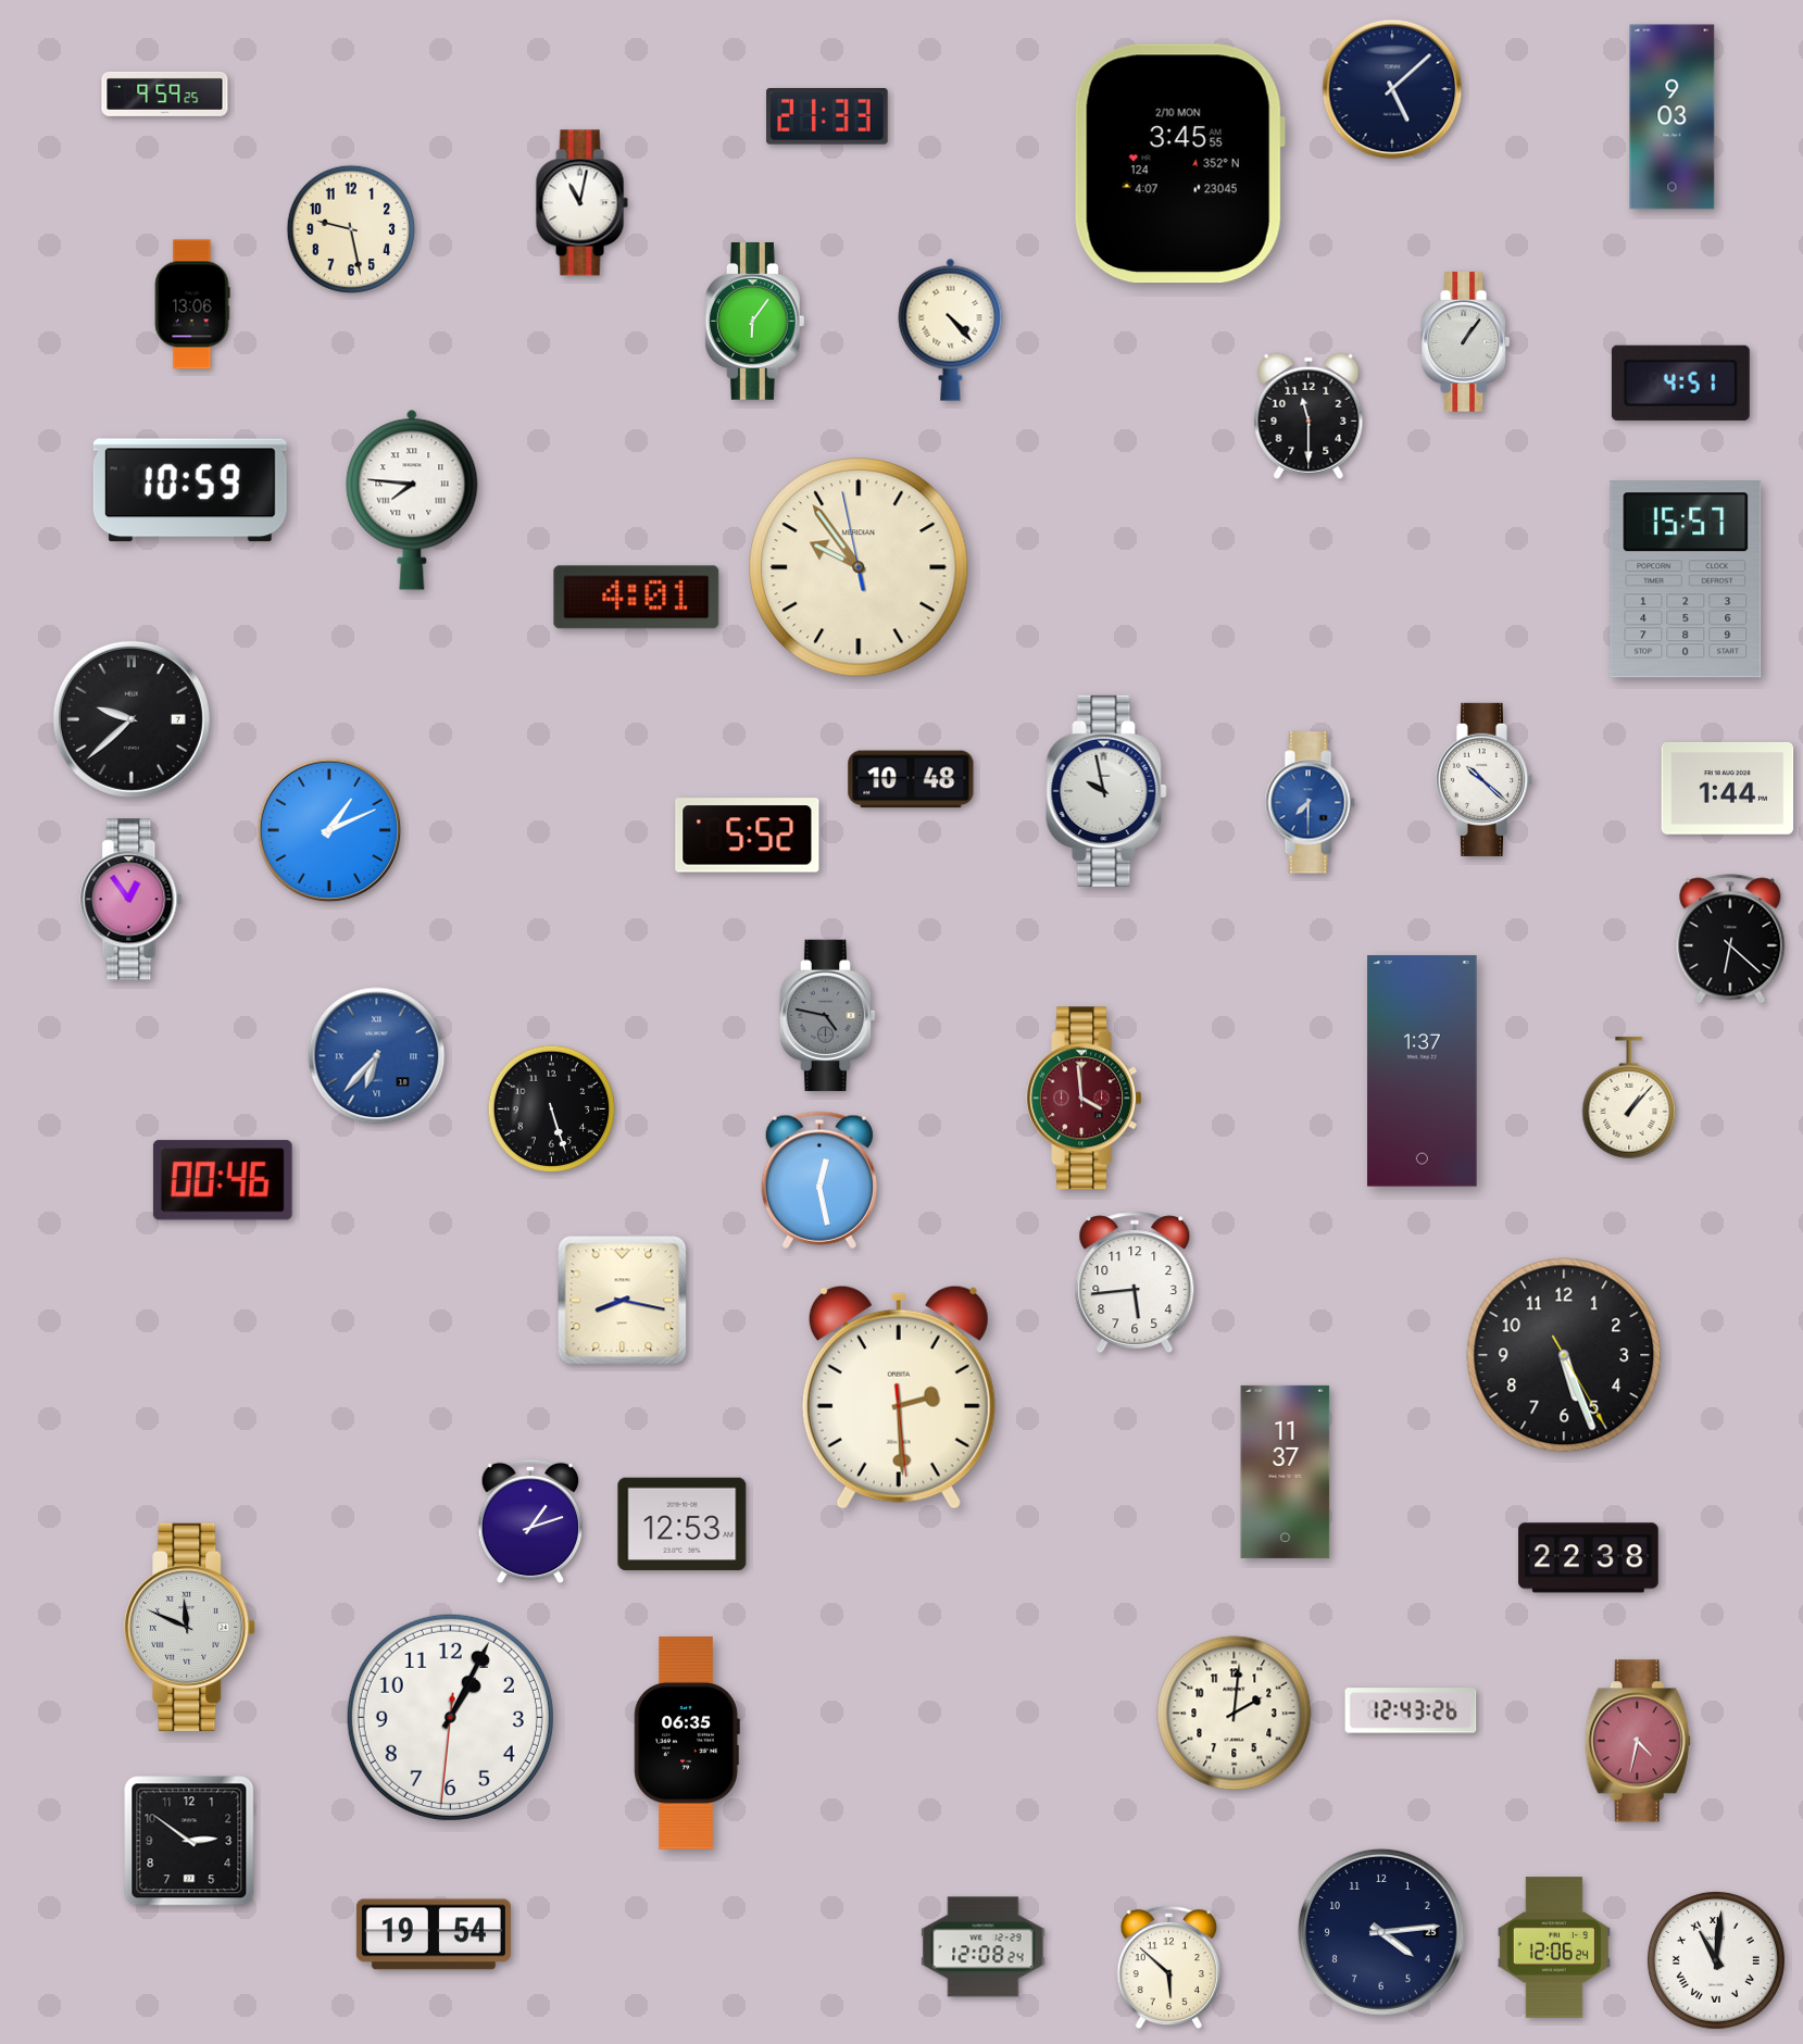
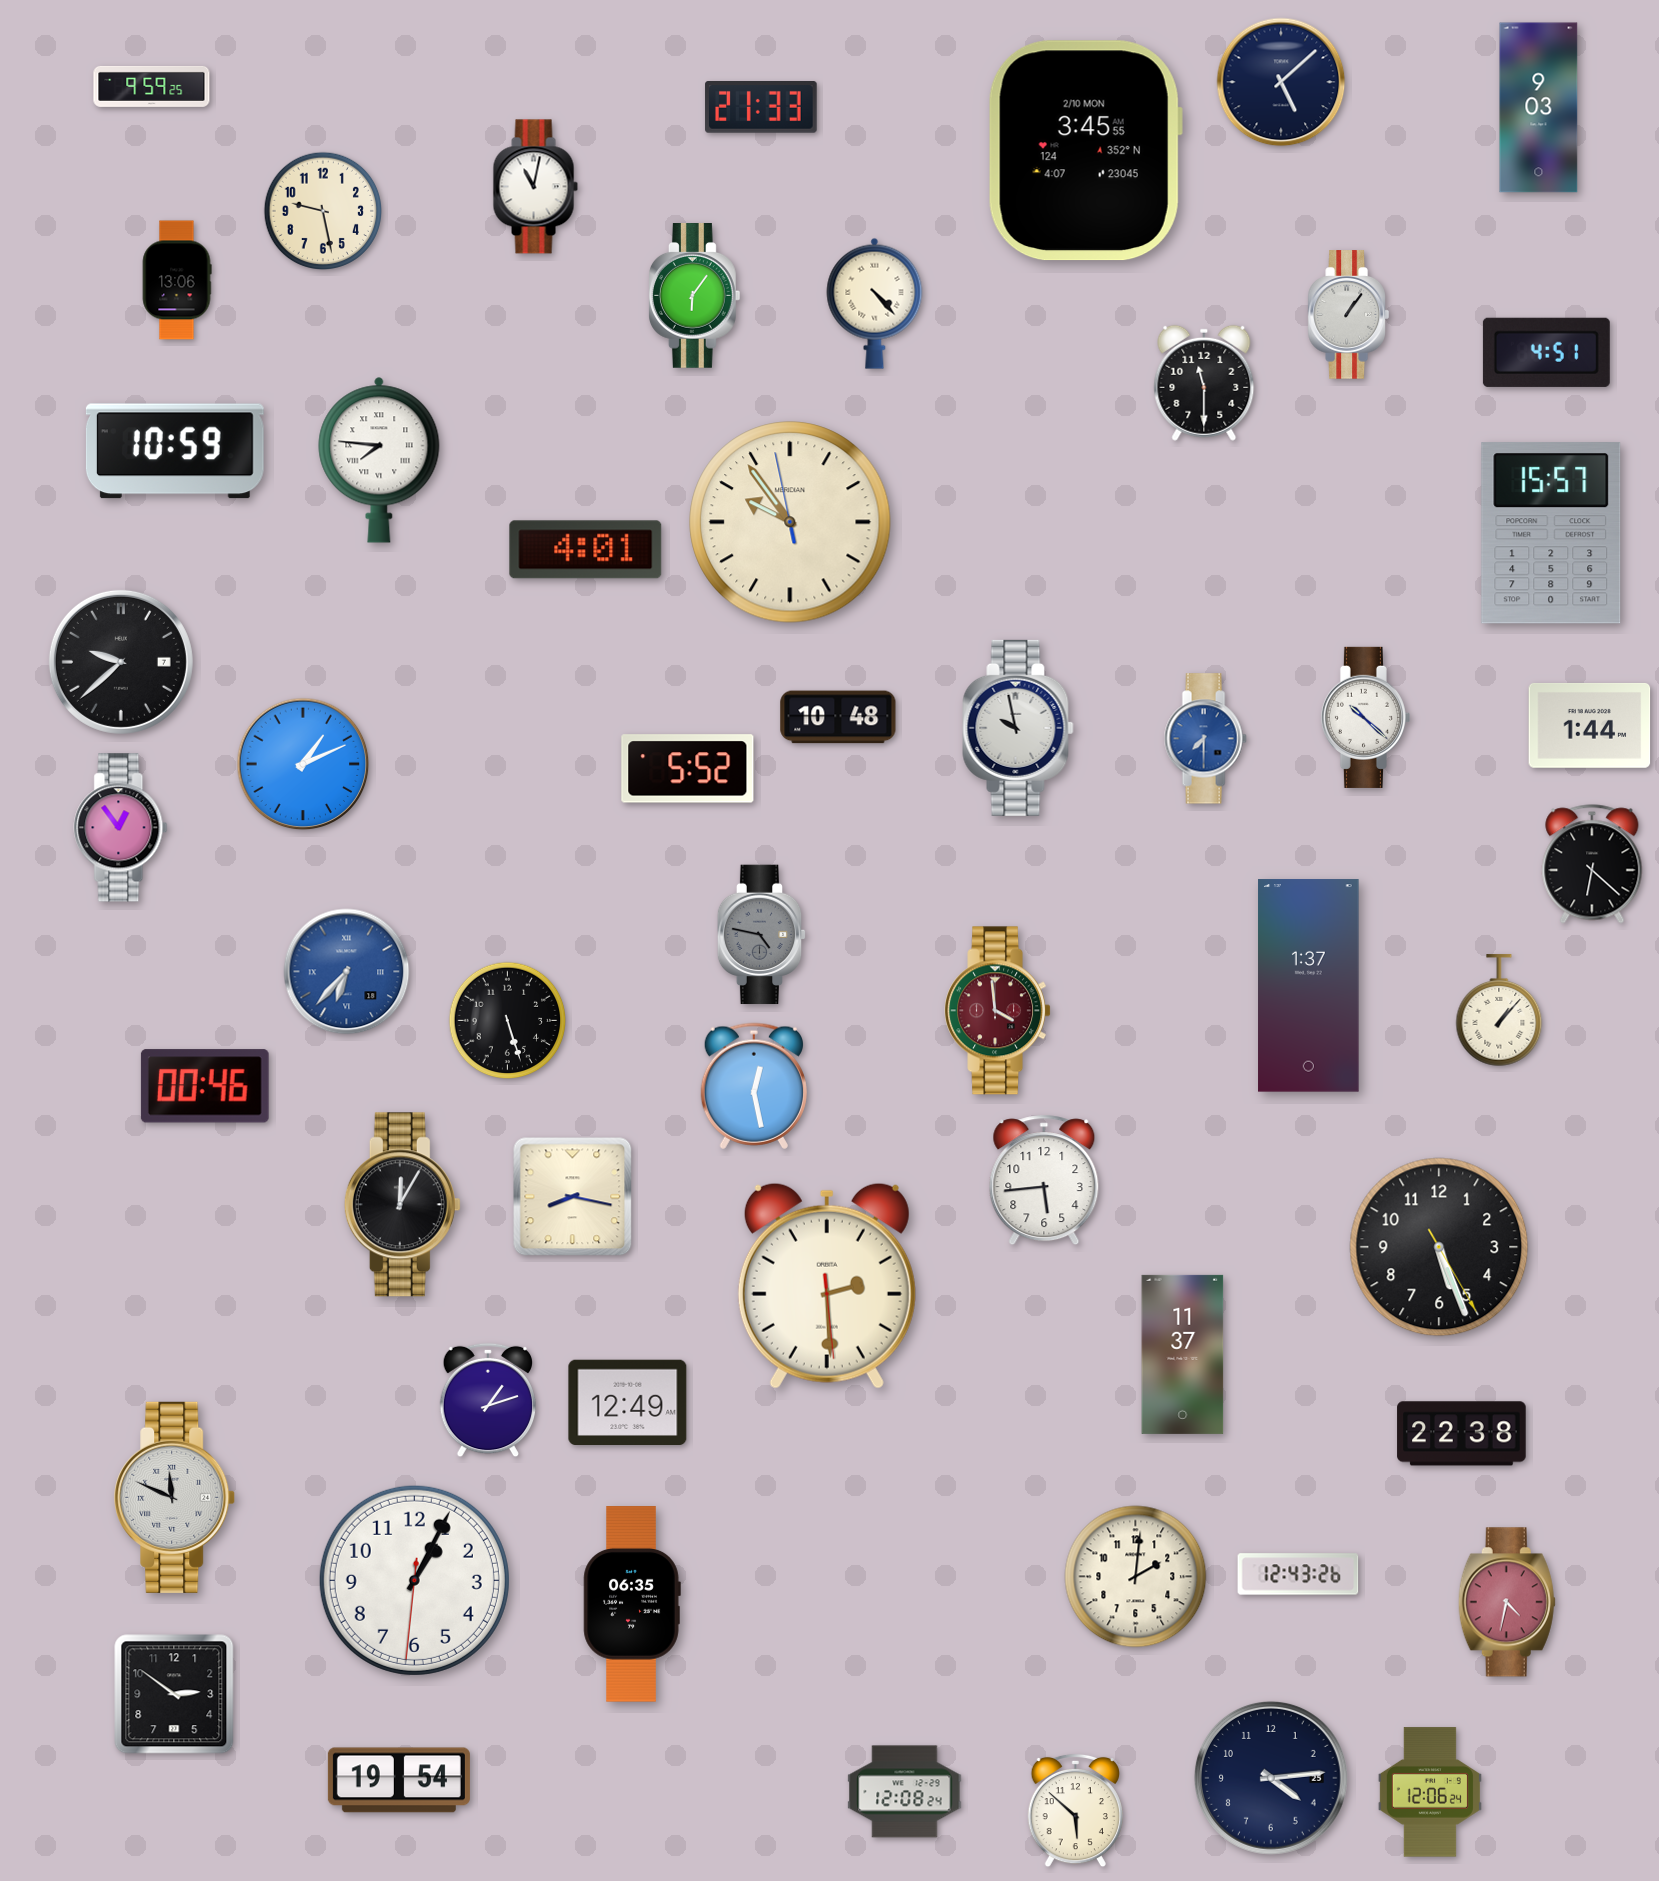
clock at (402, 1205): none -> 12:05
clock at (683, 1523): 12:53 -> 12:49
clock at (1716, 1960): 11:01 -> none
